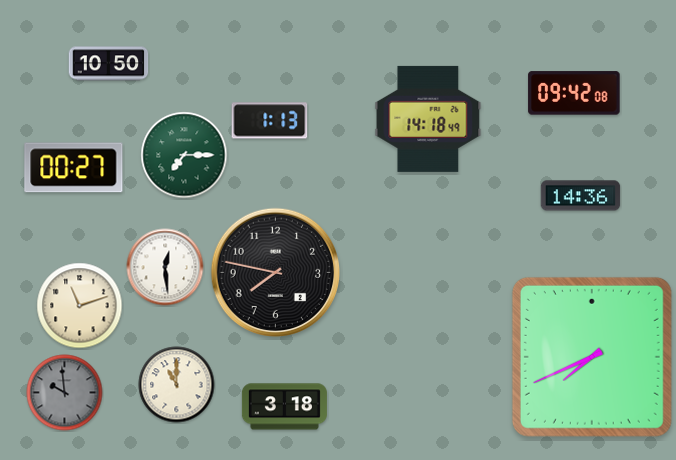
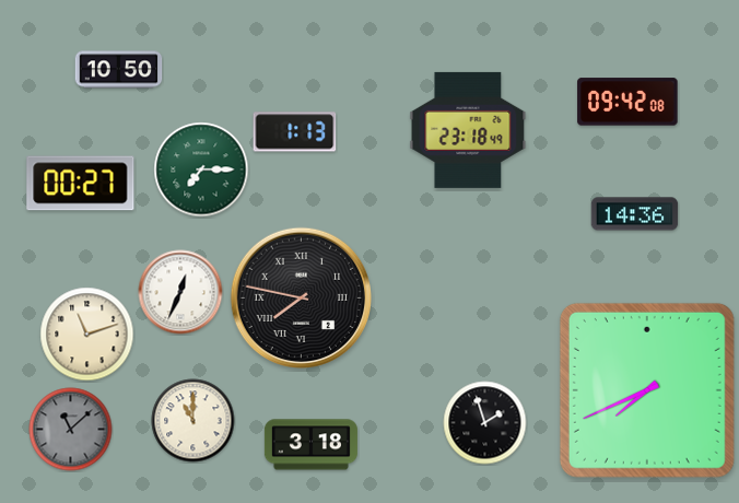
clock at (428, 119): 14:18 -> 23:18
clock at (165, 267): 12:29 -> 12:34
clock at (276, 273) numerals: Arabic -> Roman
clock at (485, 423): none -> 1:57
clock at (65, 393): 9:59 -> 11:08
